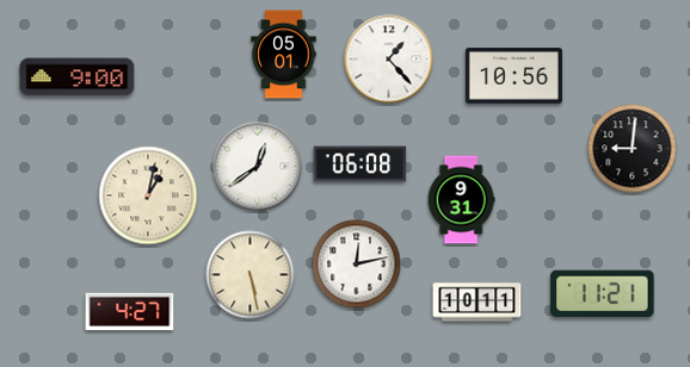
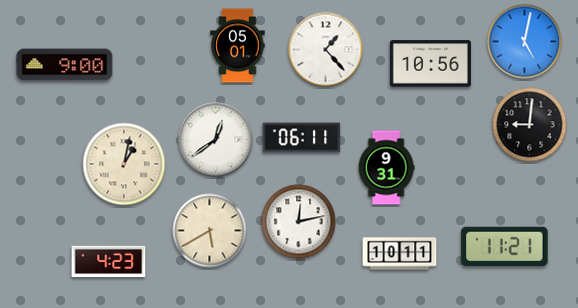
clock at (525, 42): none -> 5:02
clock at (361, 164): 06:08 -> 06:11
clock at (251, 275): 5:28 -> 5:40
clock at (130, 312): 4:27 -> 4:23
